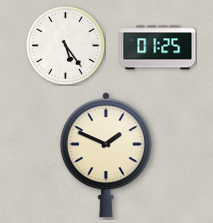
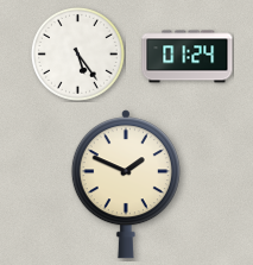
clock at (158, 48): 01:25 -> 01:24
